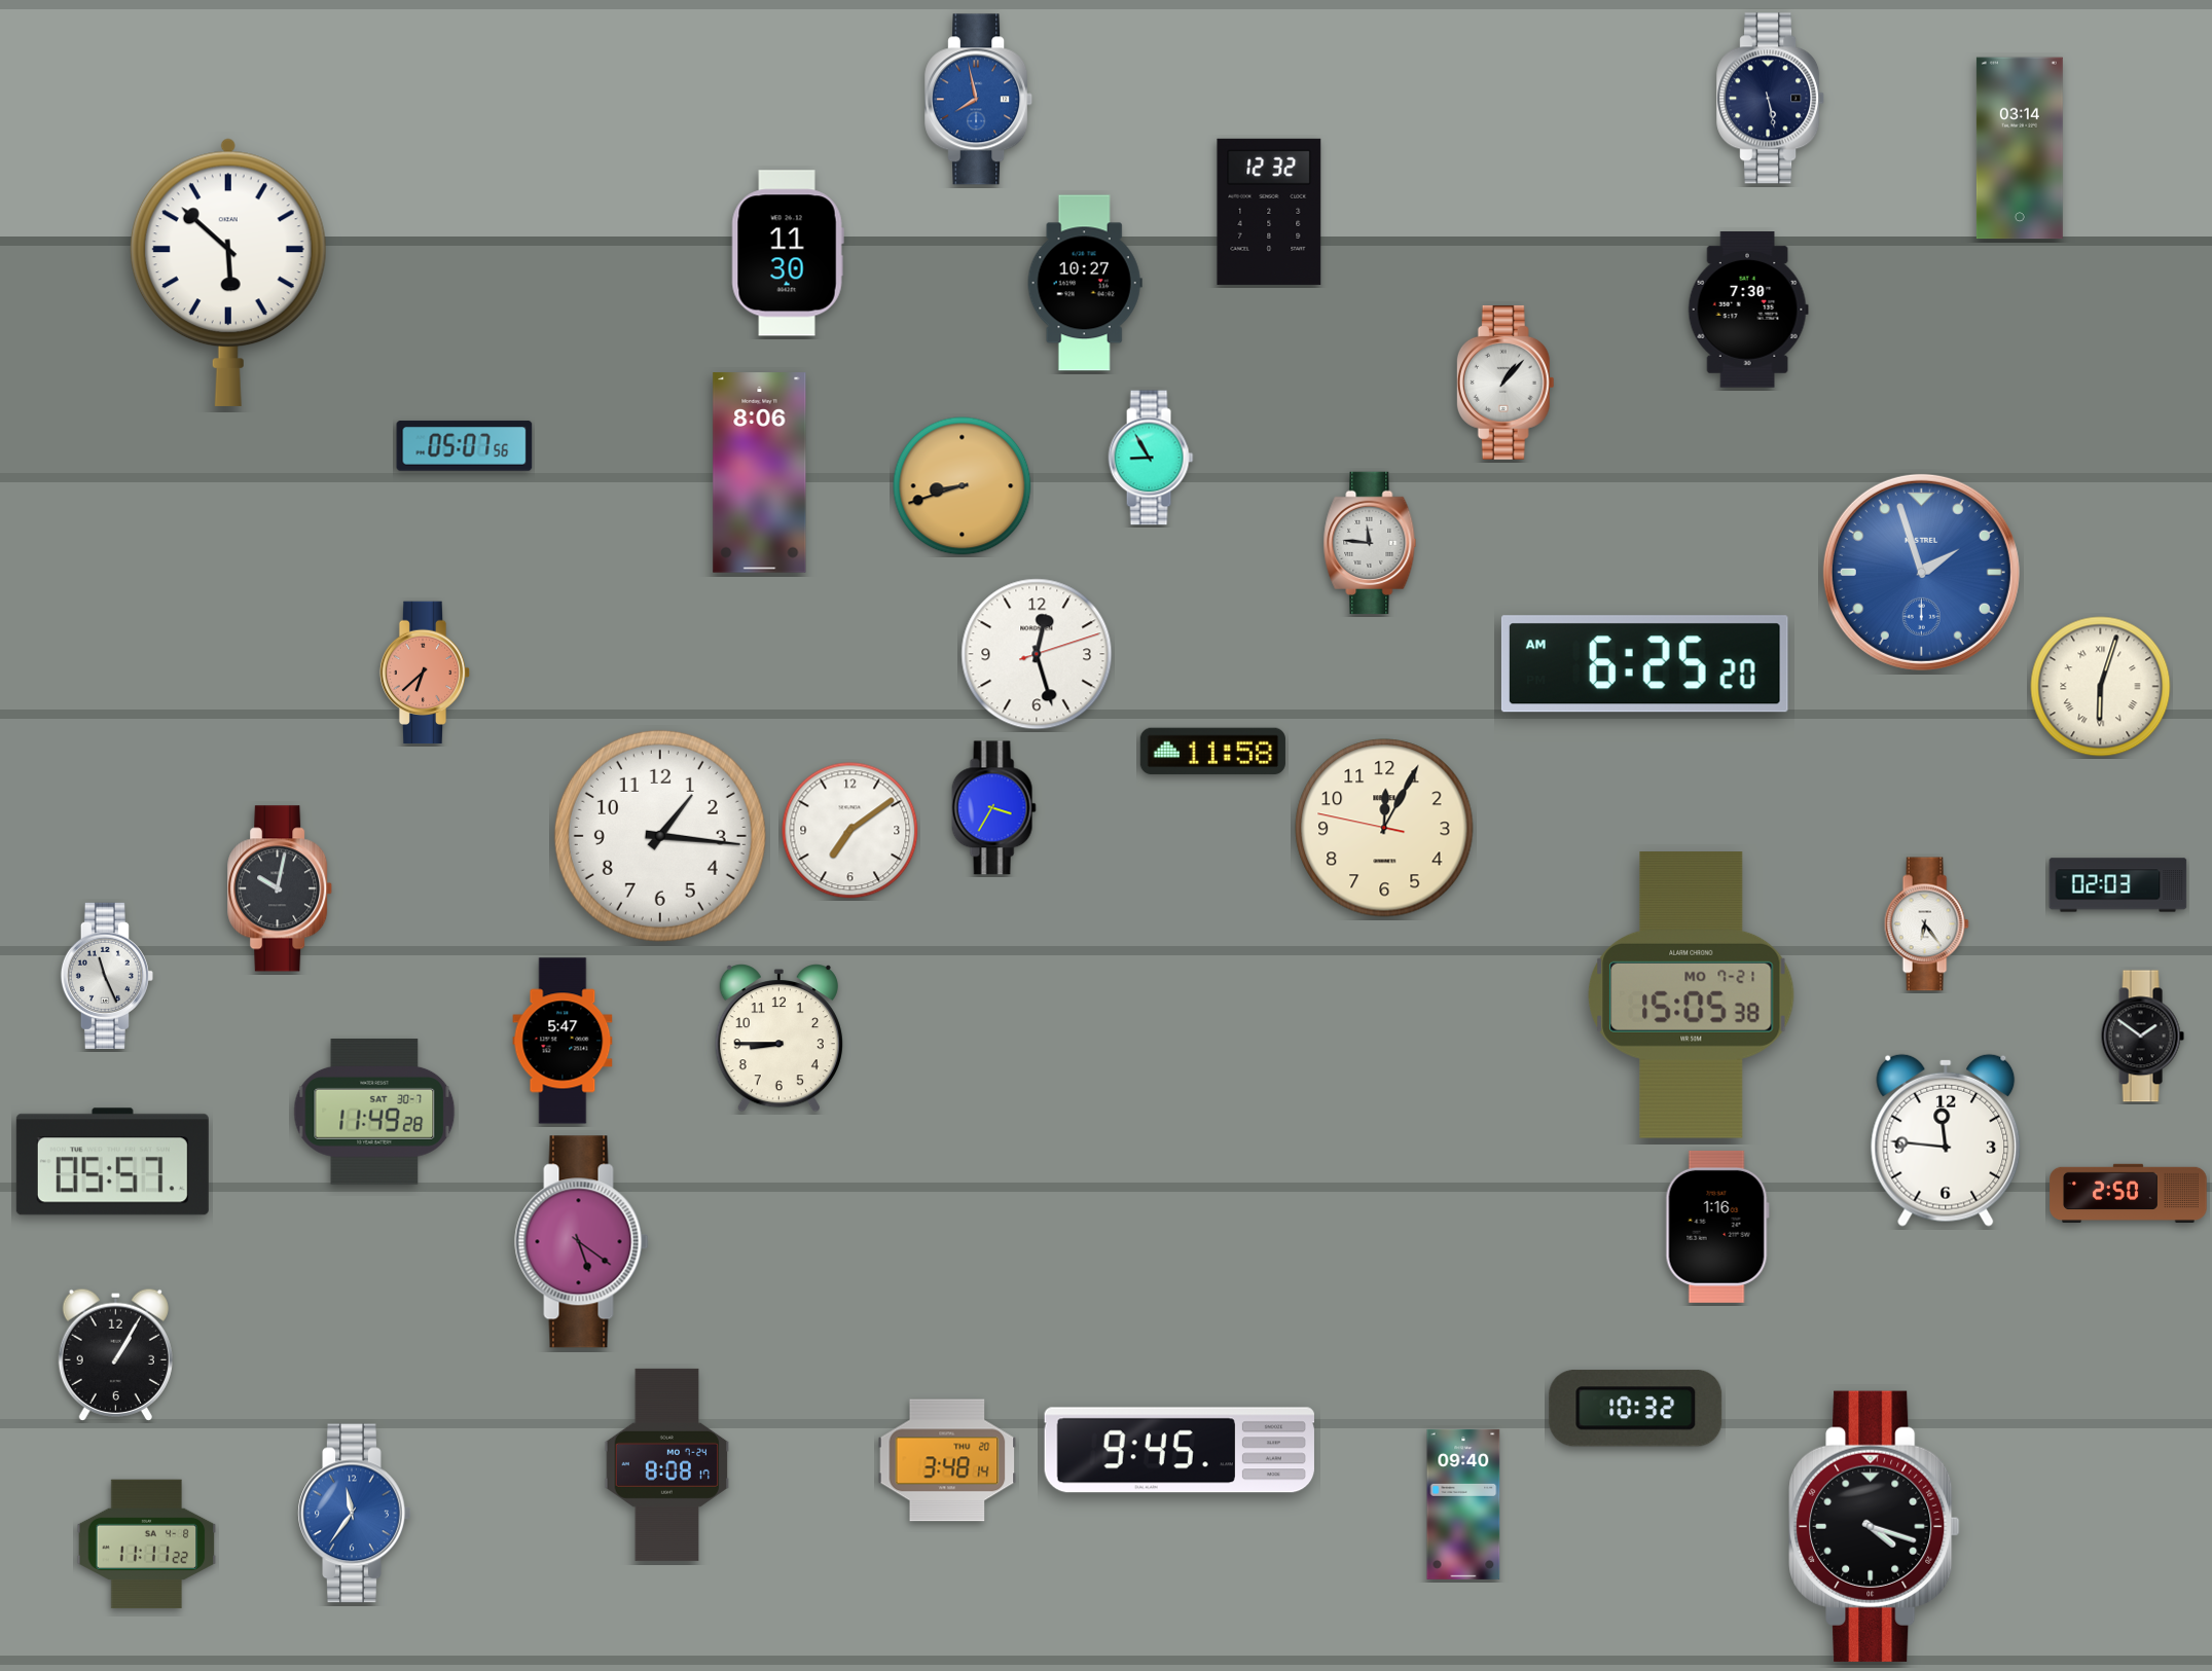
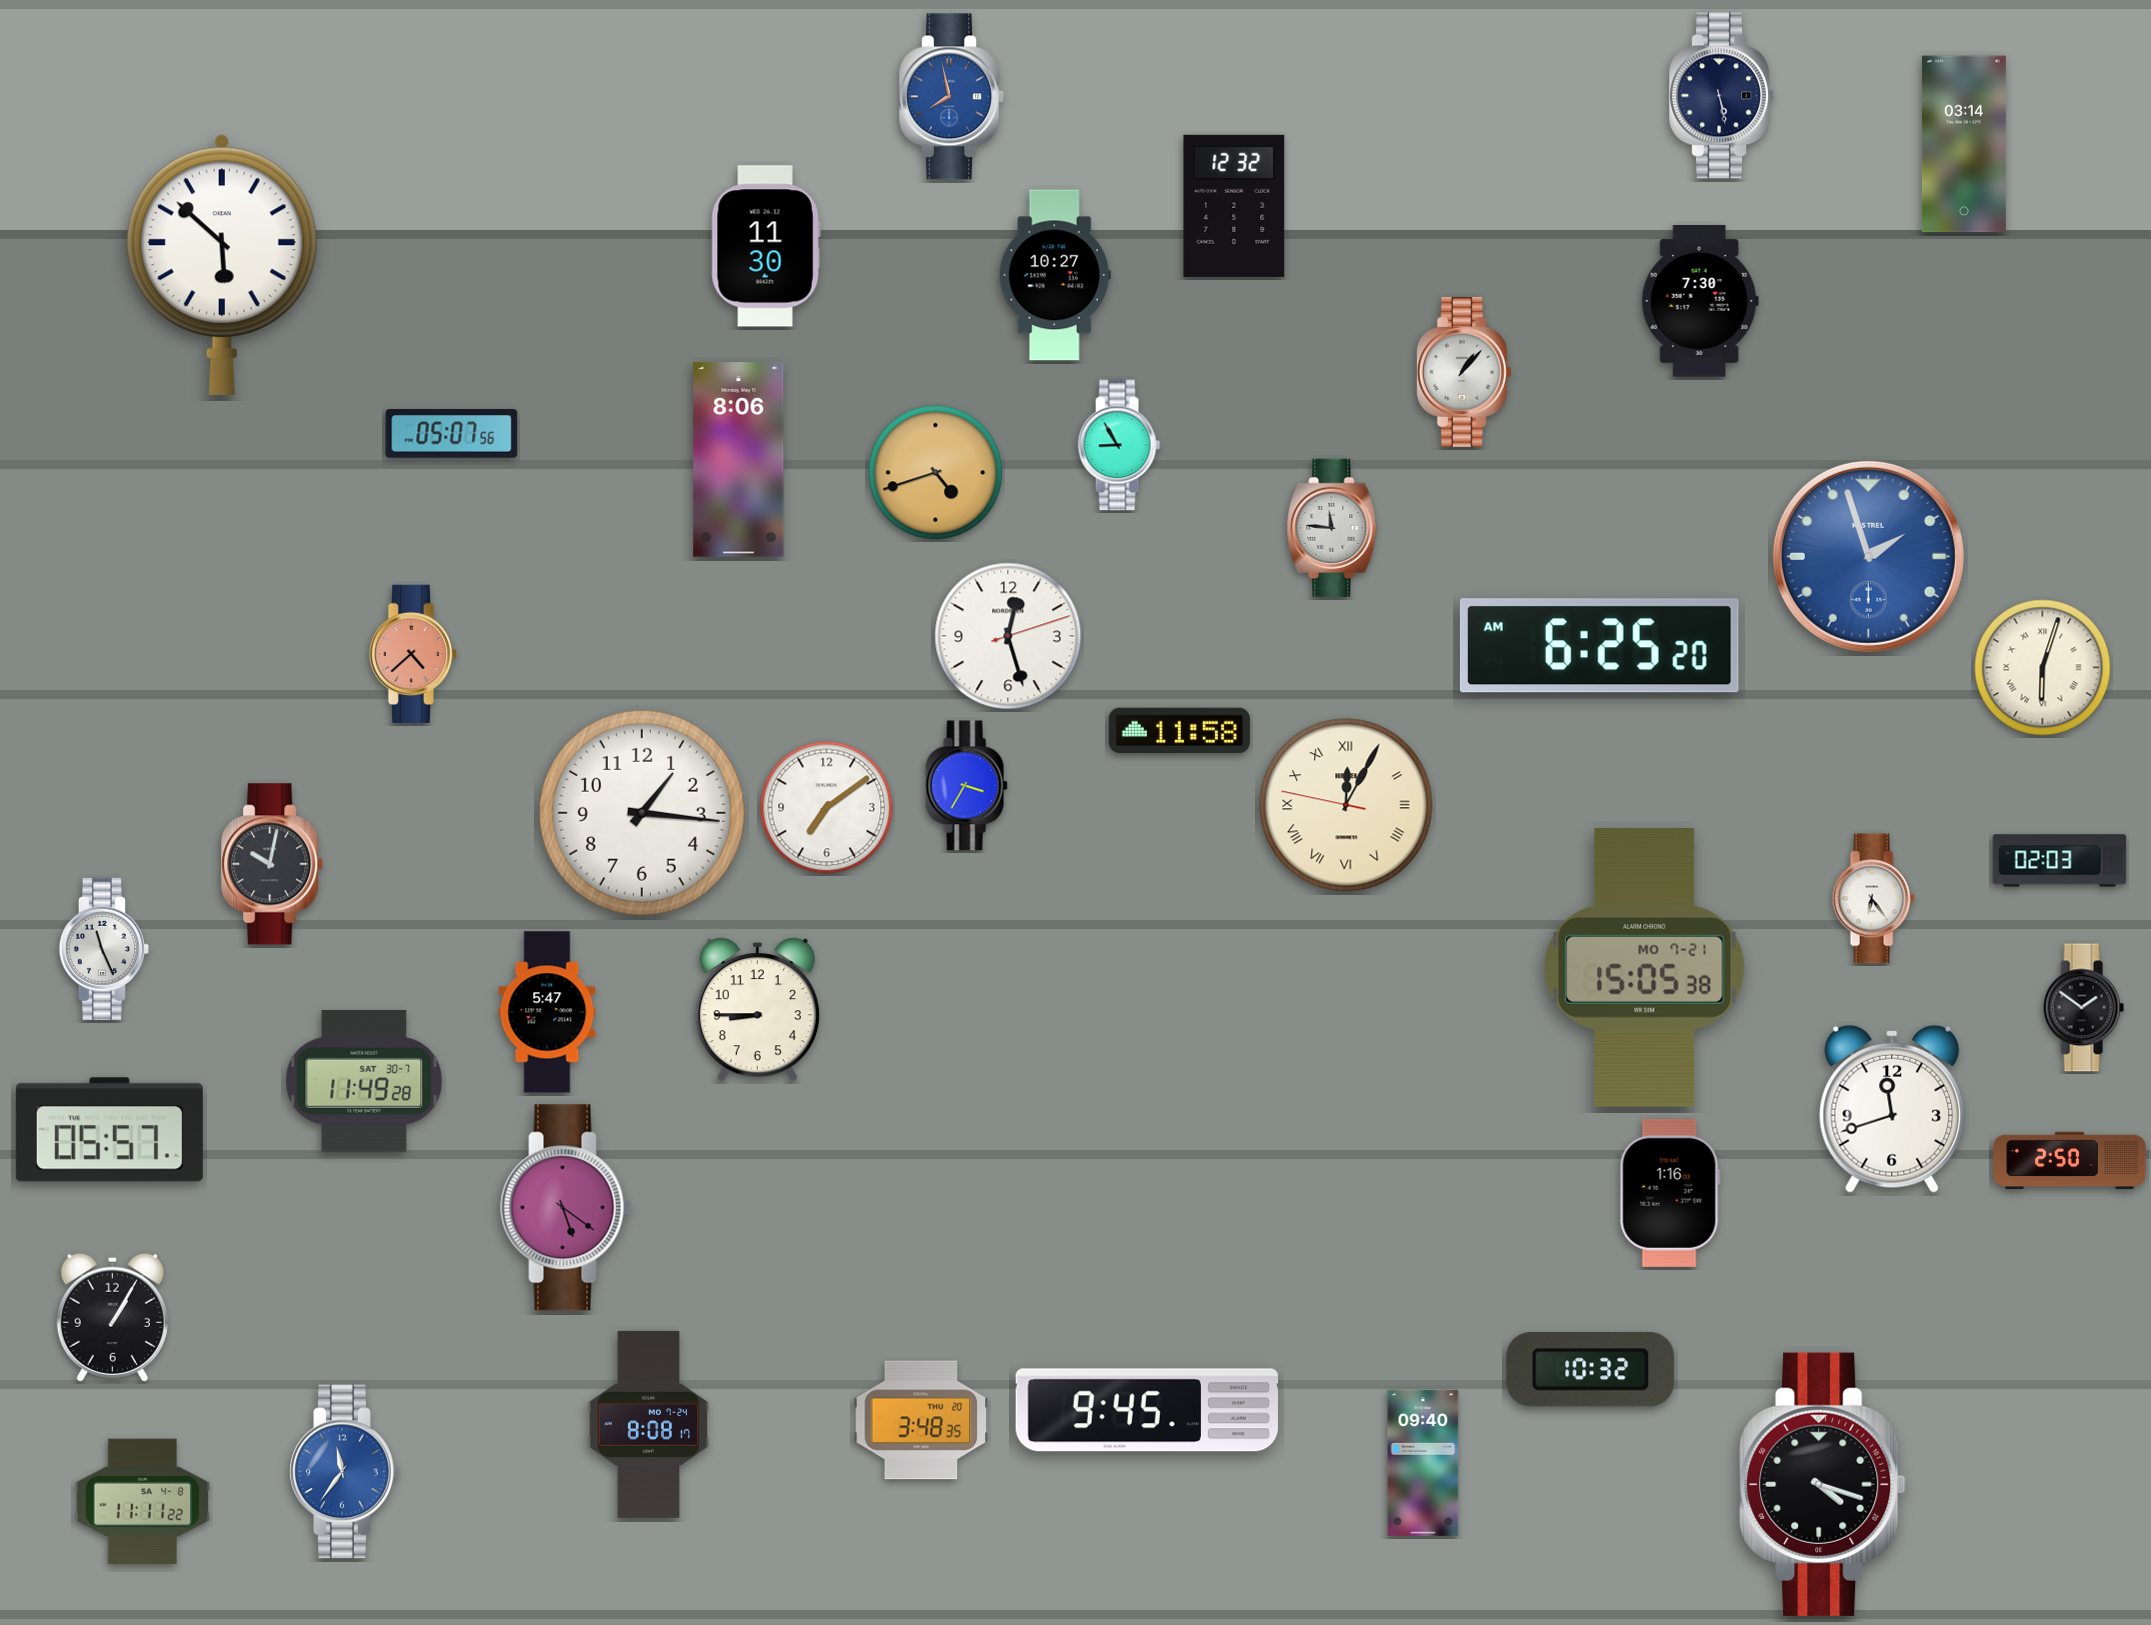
clock at (963, 486): 8:42 -> 4:42
clock at (425, 673): 6:38 -> 4:38
clock at (1384, 828) numerals: Arabic -> Roman
clock at (1946, 1140): 11:46 -> 11:42
clock at (947, 1460): 3:48:14 -> 3:48:35
